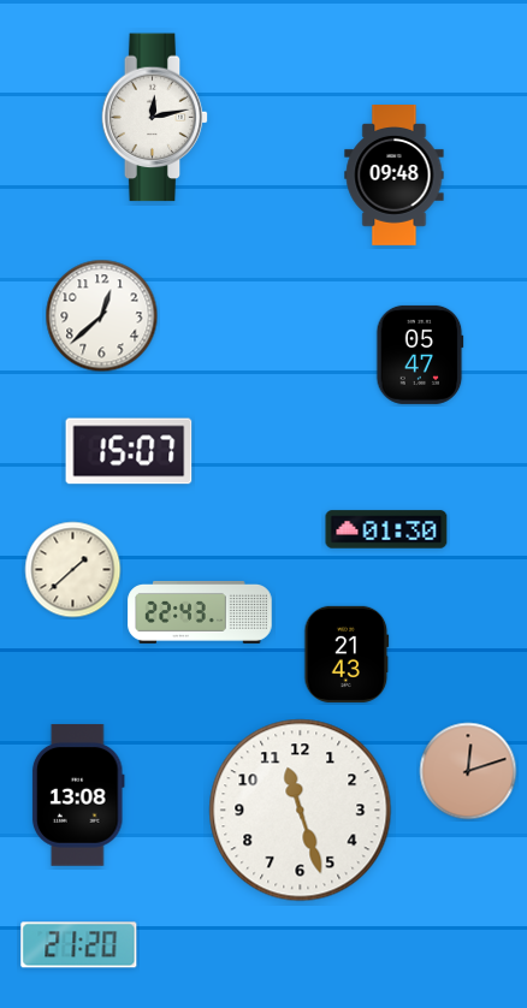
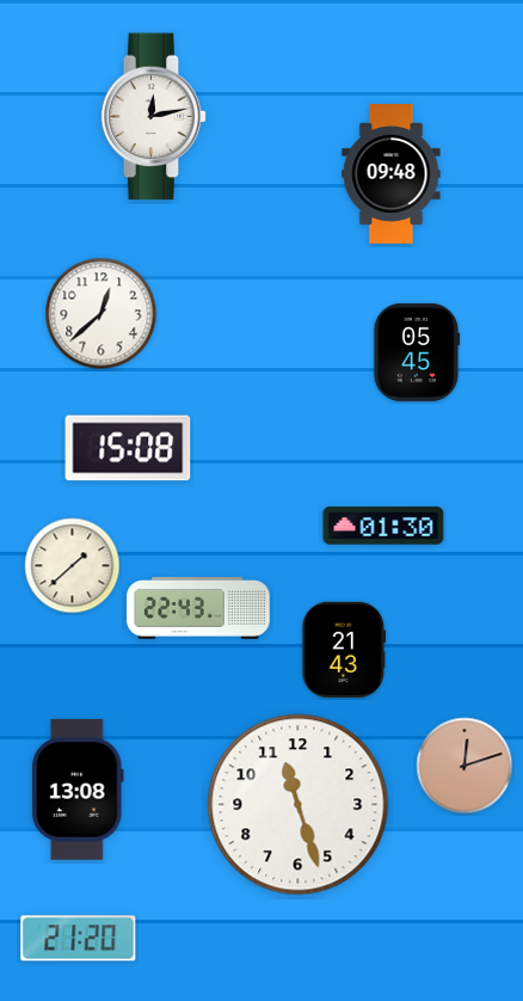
clock at (420, 355): 05:47 -> 05:45
clock at (129, 451): 15:07 -> 15:08
